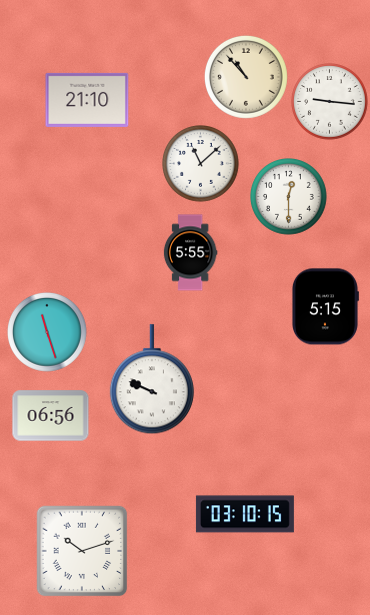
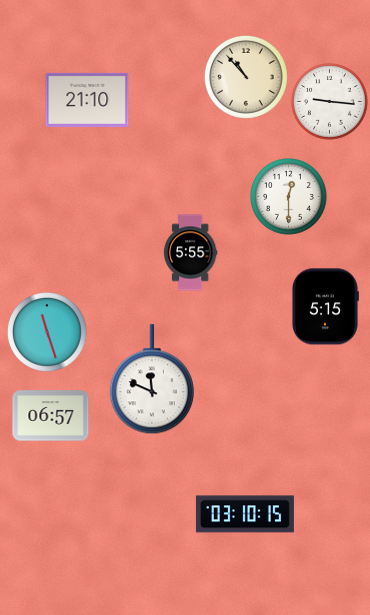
clock at (201, 164): 11:08 -> none
clock at (152, 380): 9:49 -> 11:49
clock at (51, 416): 06:56 -> 06:57
clock at (82, 551): 10:12 -> none
